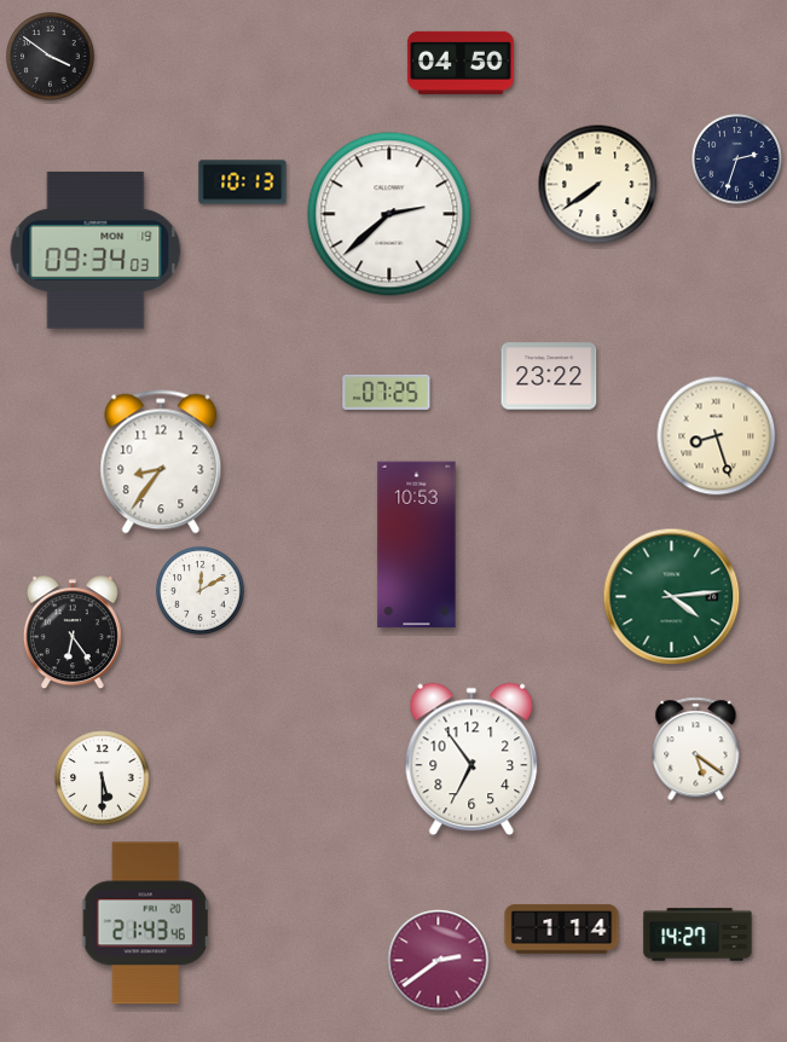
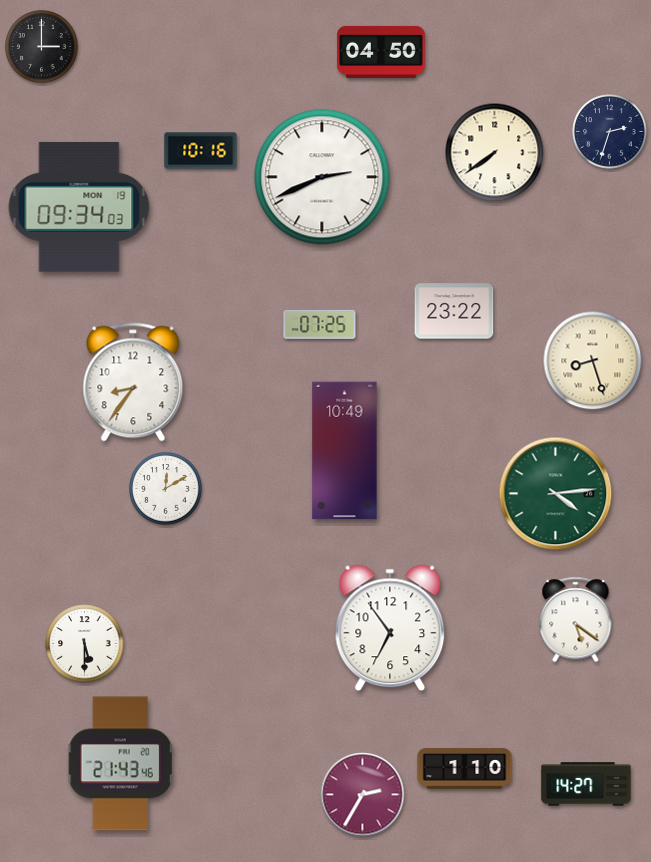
clock at (51, 57): 3:51 -> 3:00
clock at (243, 183): 10:13 -> 10:16
clock at (389, 214): 2:38 -> 2:41
clock at (417, 545): 10:53 -> 10:49
clock at (73, 633): 6:24 -> none
clock at (562, 930): 1:14 -> 1:10
clock at (698, 934) position: (698, 934) -> (586, 784)
clock at (439, 961): 2:39 -> 2:35
